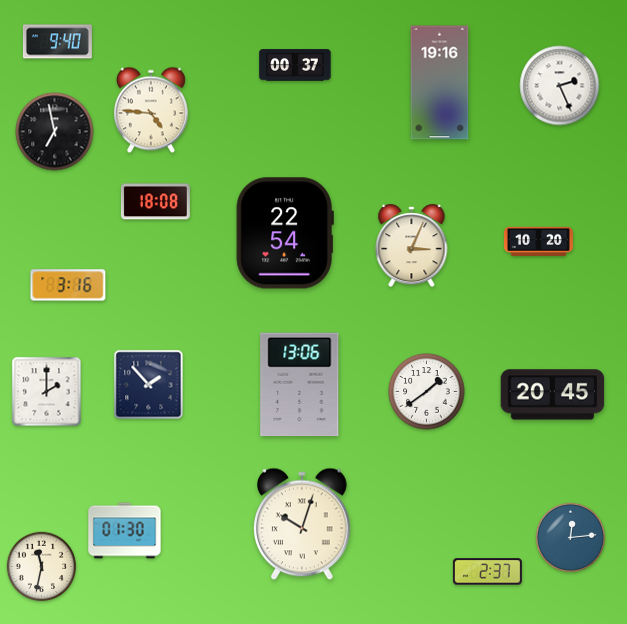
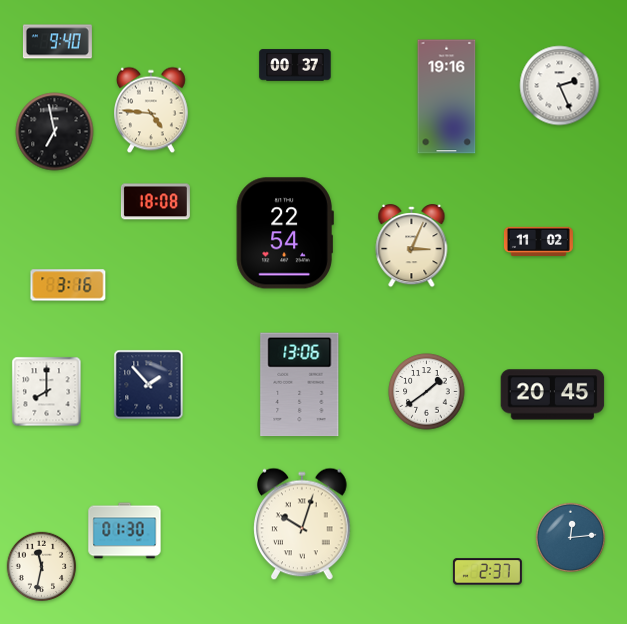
clock at (440, 83) position: (440, 83) -> (447, 97)
clock at (538, 242): 10:20 -> 11:02
clock at (47, 392): 2:00 -> 8:00
